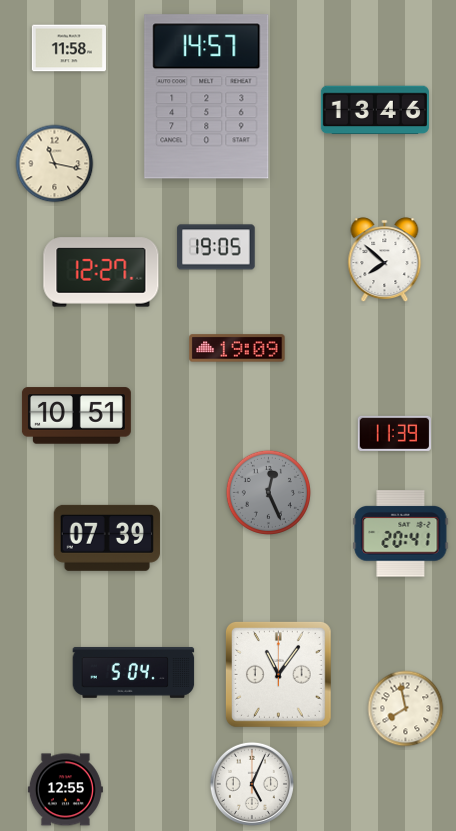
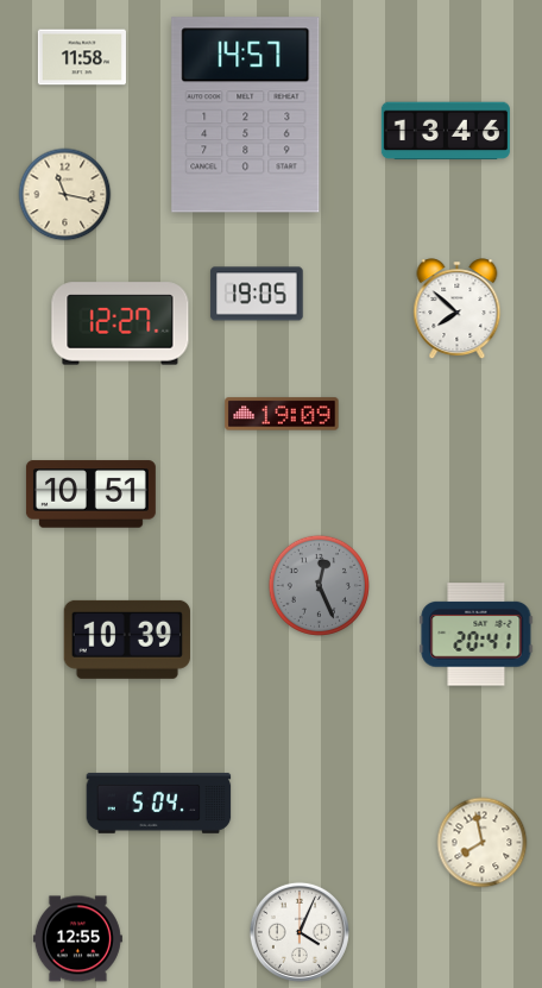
clock at (394, 433): 11:39 -> none
clock at (107, 538): 07:39 -> 10:39
clock at (134, 672) position: (134, 672) -> (159, 803)
clock at (278, 674): 11:06 -> none
clock at (252, 784): 5:04 -> 4:04
